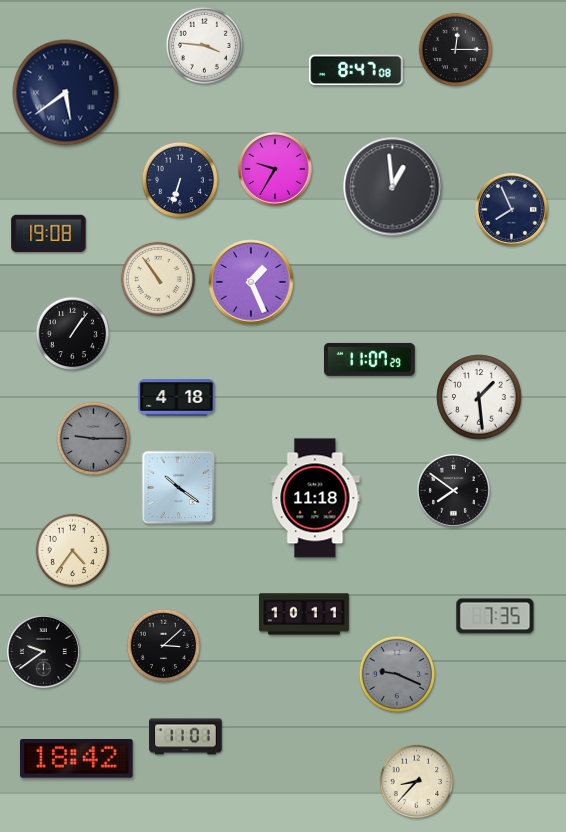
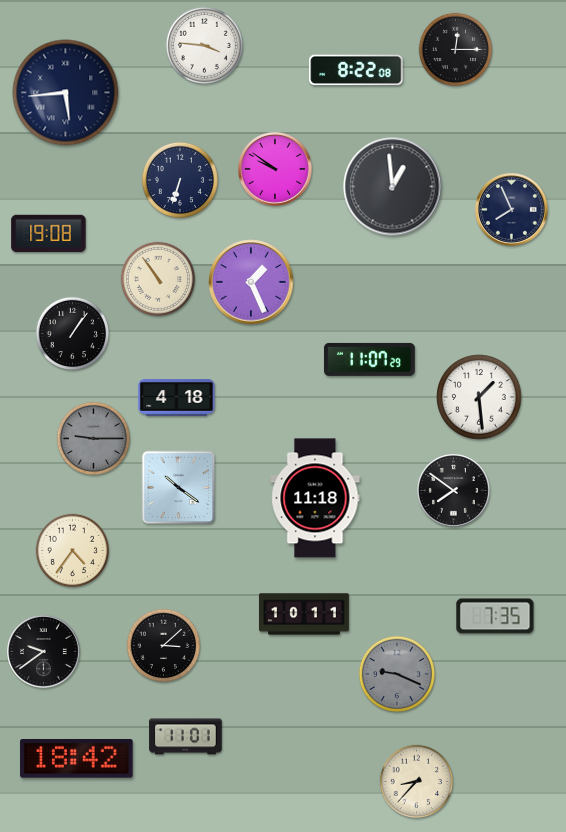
clock at (356, 70): 8:47 -> 8:22
clock at (66, 93): 5:39 -> 5:44
clock at (276, 170): 9:35 -> 9:51
